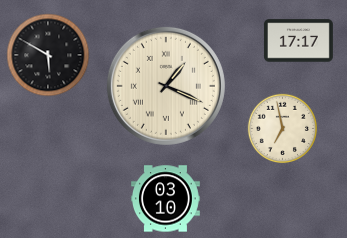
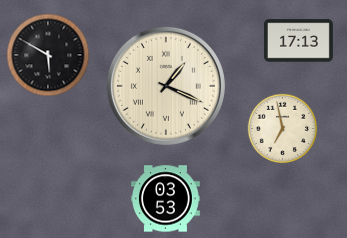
clock at (298, 41): 17:17 -> 17:13
clock at (165, 199): 03:10 -> 03:53
